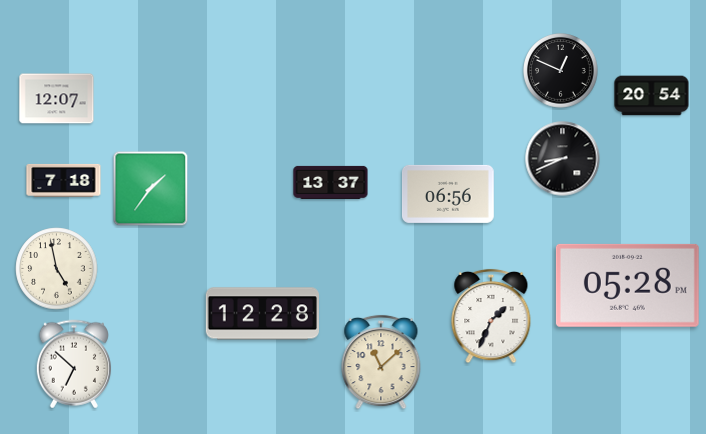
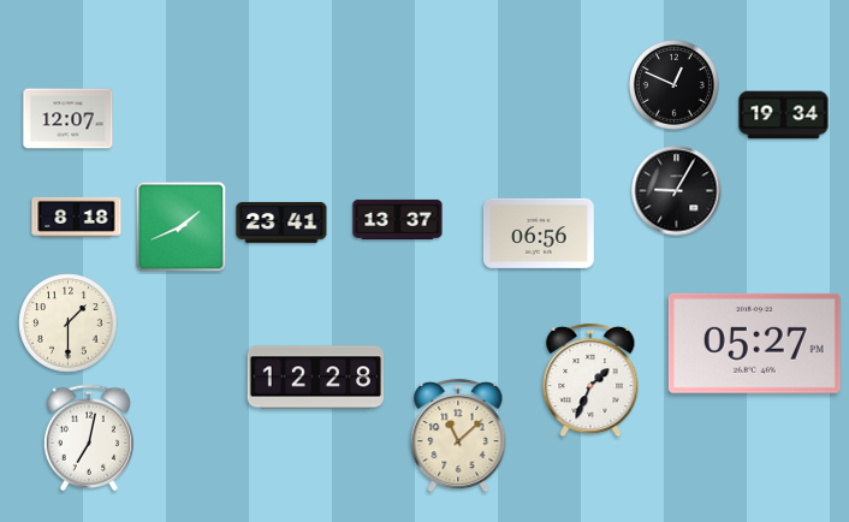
clock at (652, 96): 20:54 -> 19:34
clock at (563, 159): 8:41 -> 9:05
clock at (64, 180): 7:18 -> 8:18
clock at (281, 223): none -> 23:41
clock at (151, 189): 1:36 -> 1:41
clock at (57, 269): 4:58 -> 1:30
clock at (627, 285): 05:28 -> 05:27
clock at (74, 364): 6:52 -> 7:02
